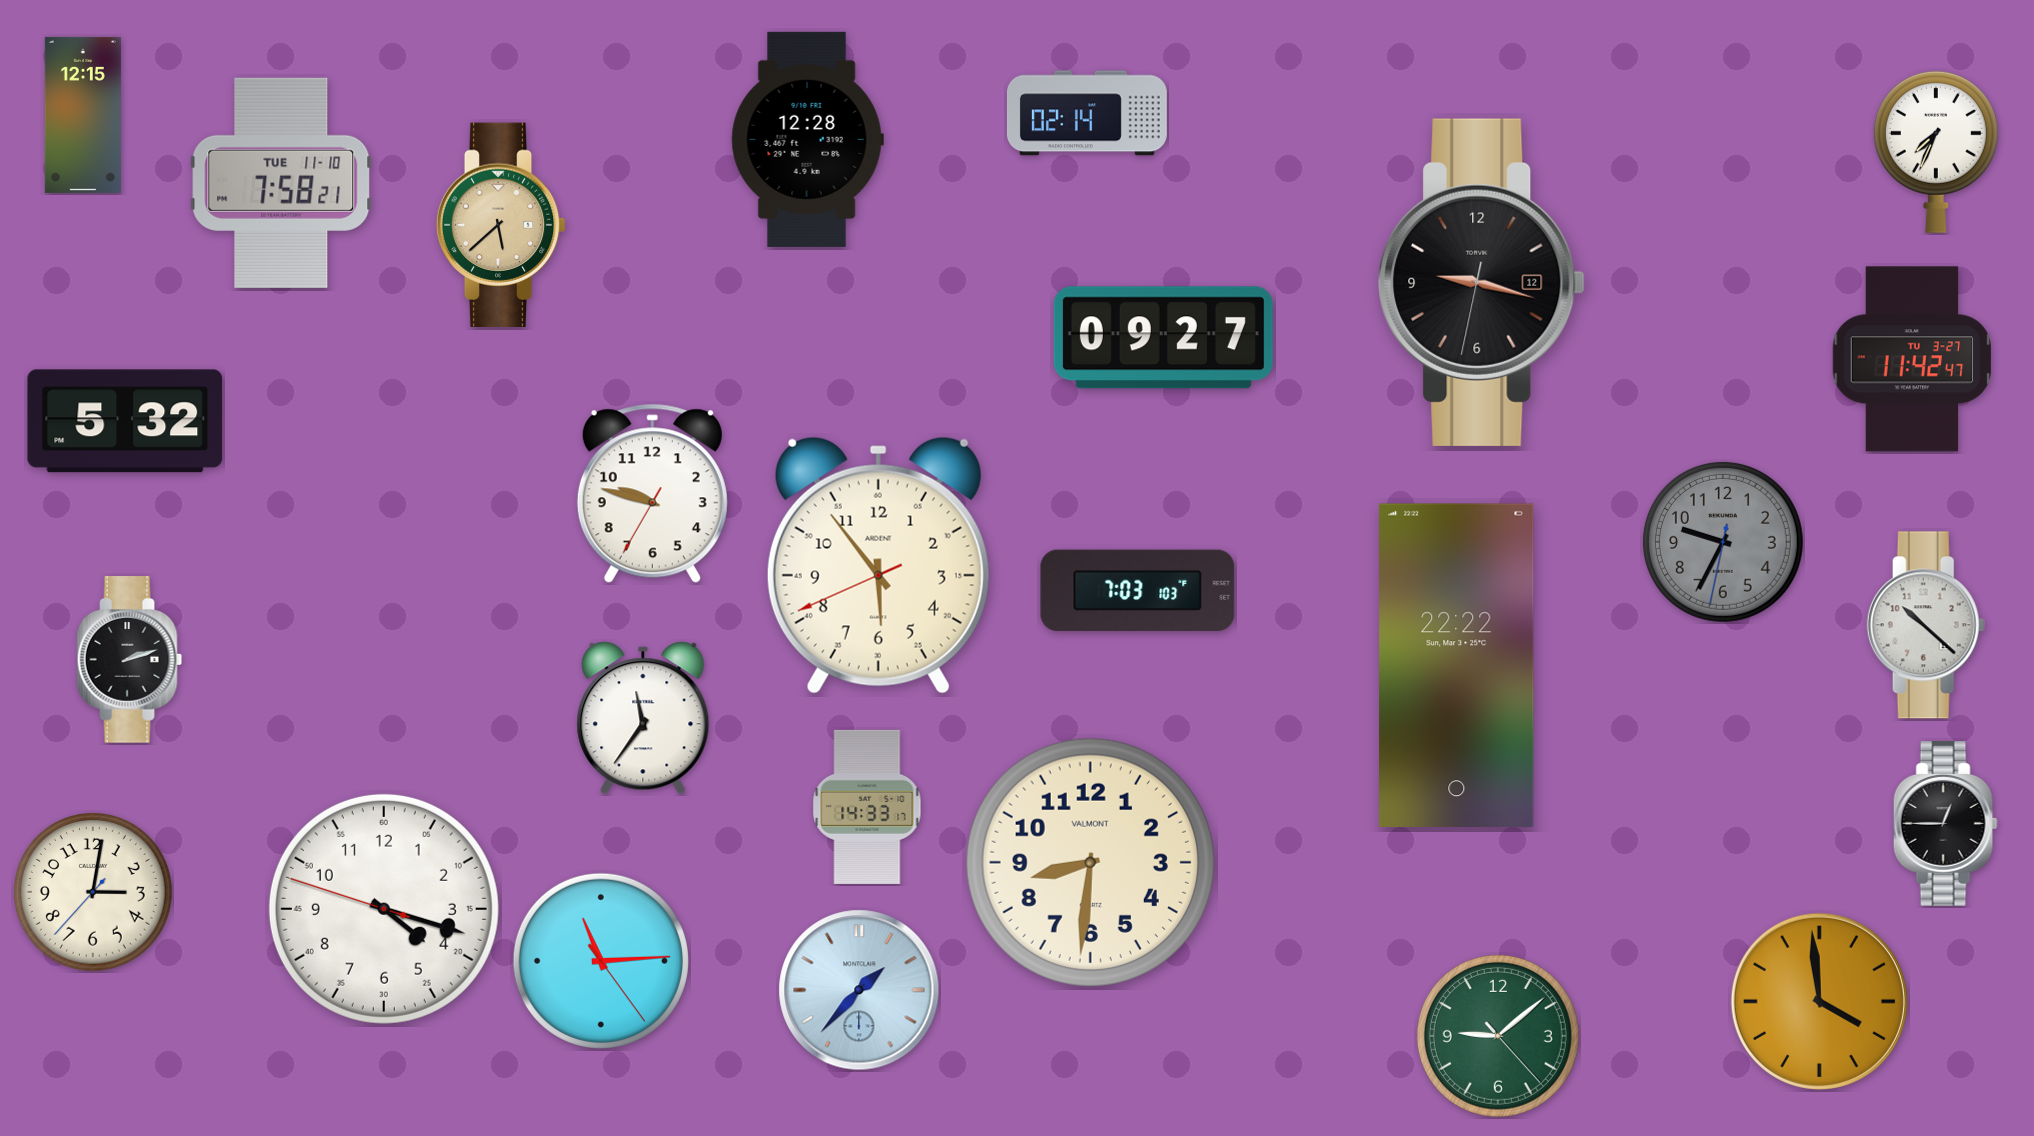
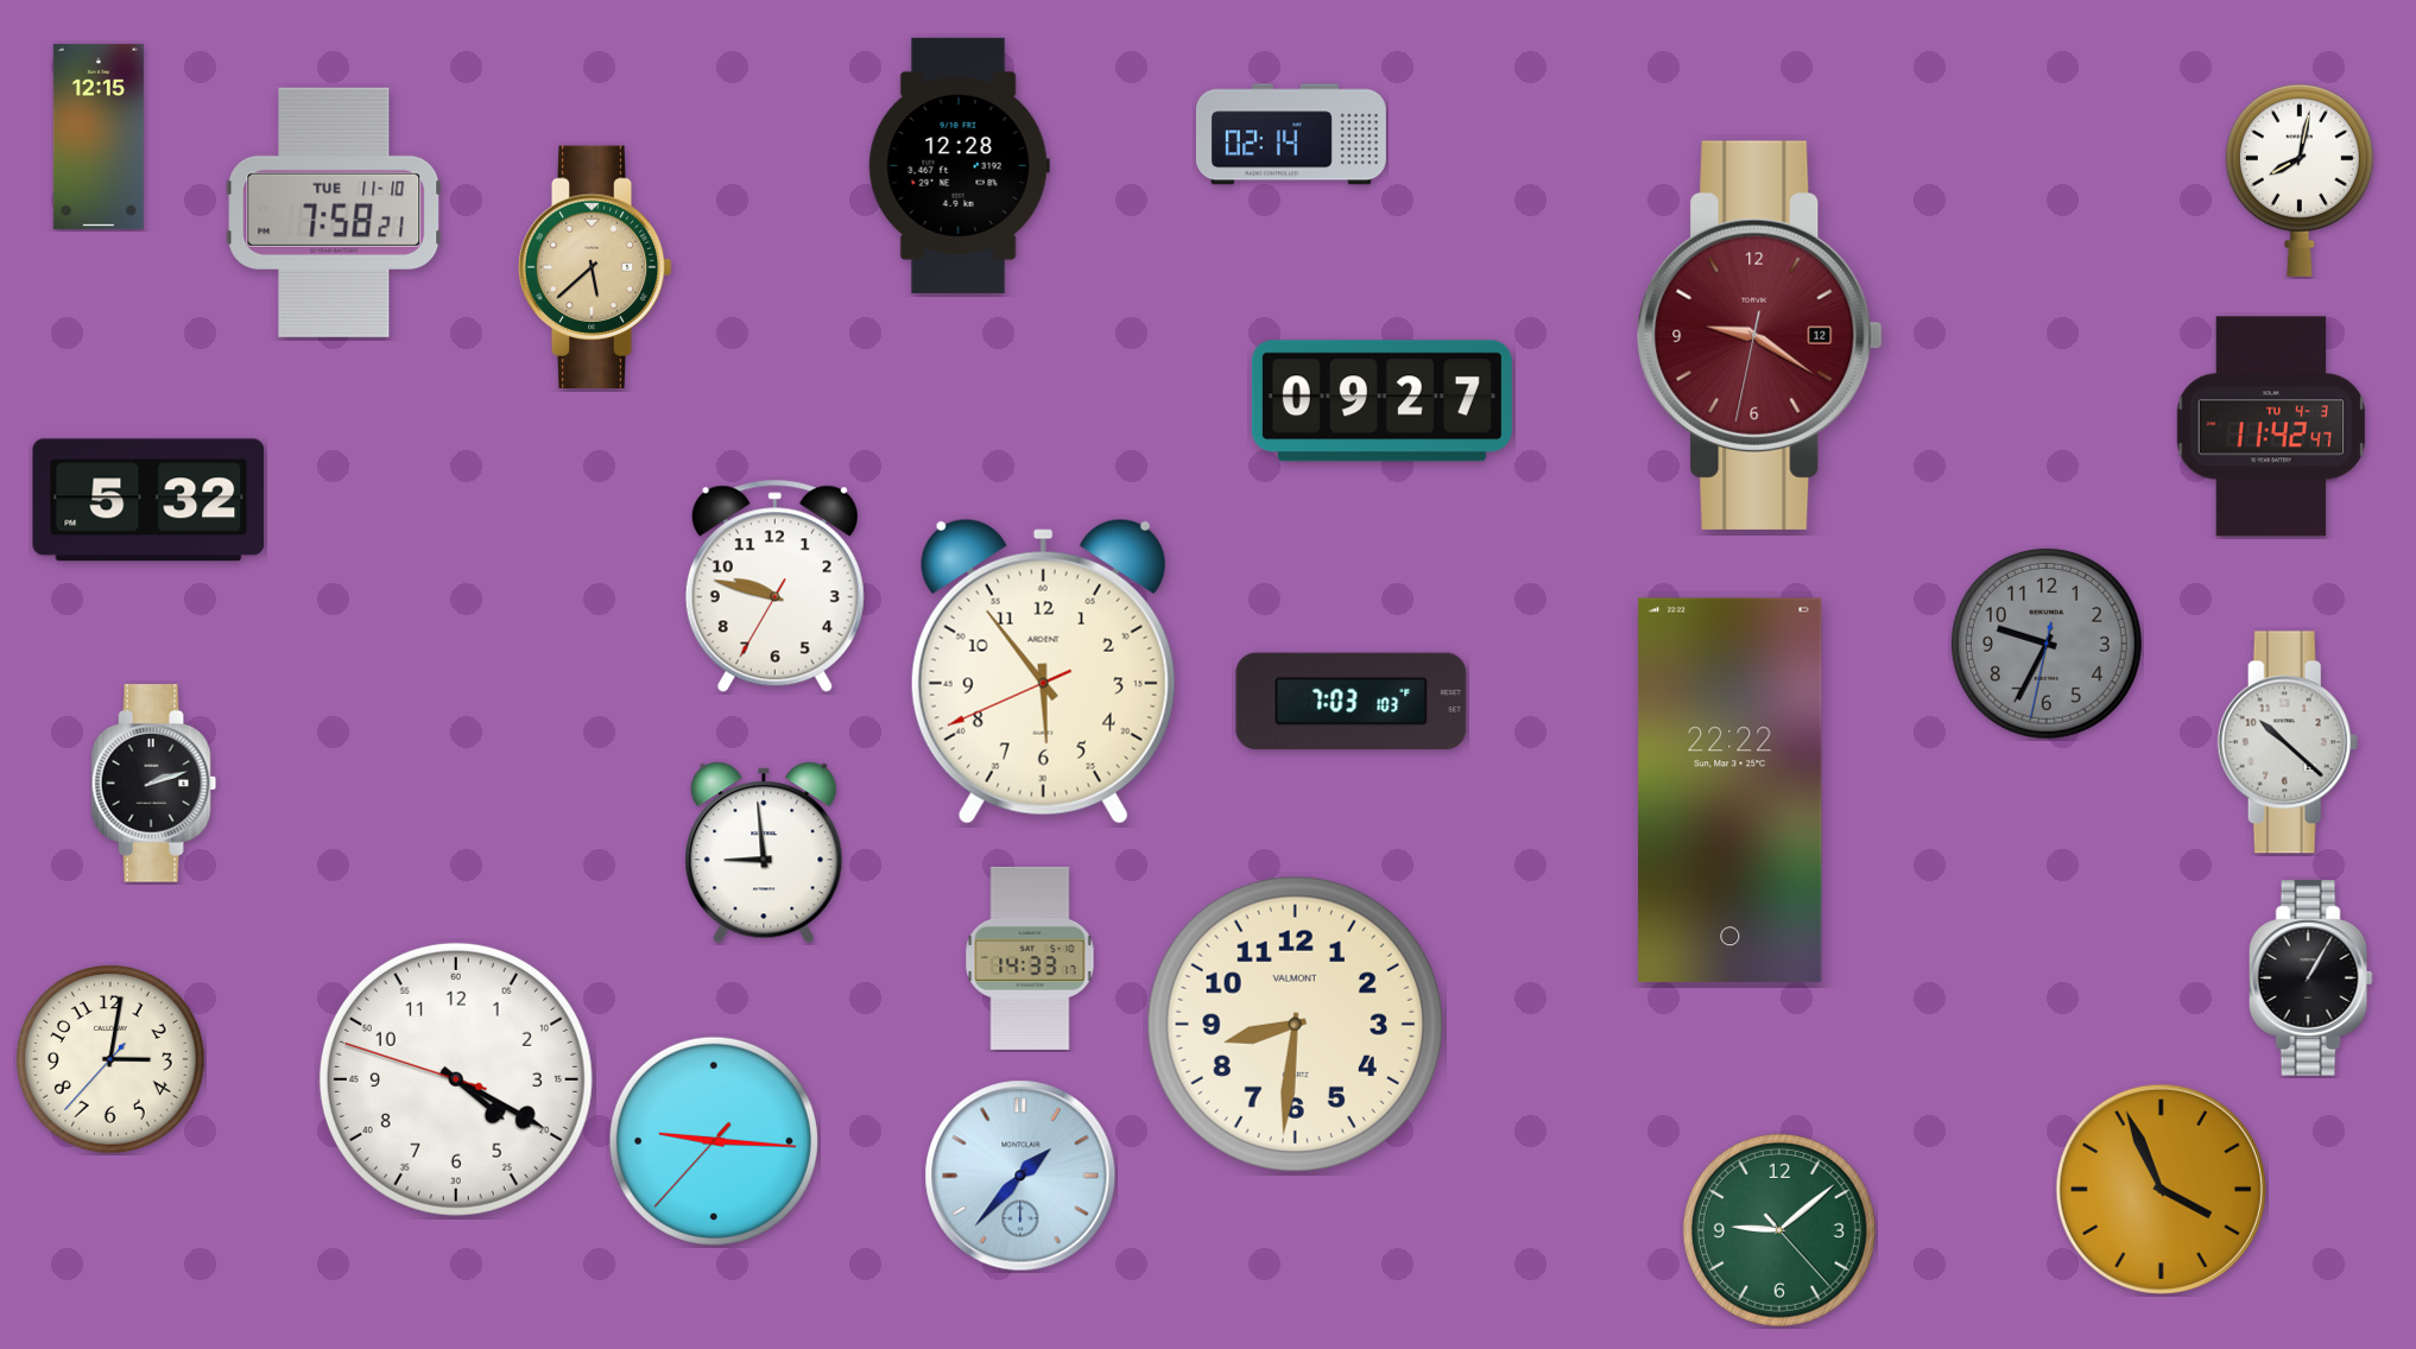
clock at (1936, 152): 7:34 -> 8:02
clock at (281, 183) position: (281, 183) -> (334, 213)
clock at (1482, 282): 9:17 -> 9:20
clock at (1482, 282) dial: black -> burgundy
clock at (1912, 359) date: TU 3-27 -> TU 4-3
clock at (643, 718): 11:36 -> 8:59
clock at (1945, 824): 12:45 -> 1:05
clock at (384, 909): 4:17 -> 4:19
clock at (601, 961): 11:14 -> 9:15
clock at (1819, 1001): 3:59 -> 3:56
